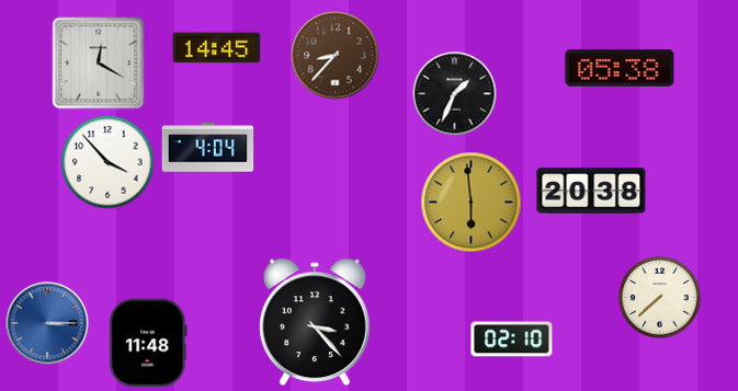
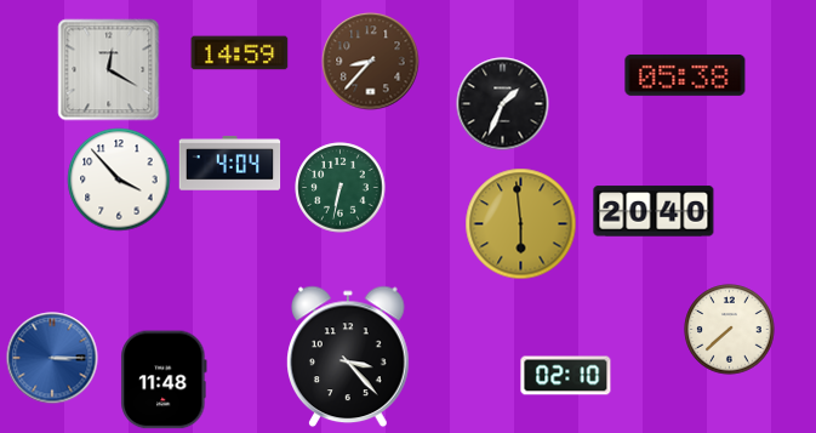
clock at (217, 48): 14:45 -> 14:59
clock at (341, 188): none -> 6:32
clock at (591, 191): 20:38 -> 20:40
